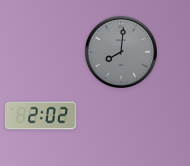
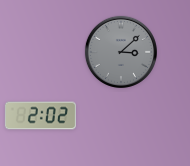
clock at (121, 52): 8:01 -> 3:08
